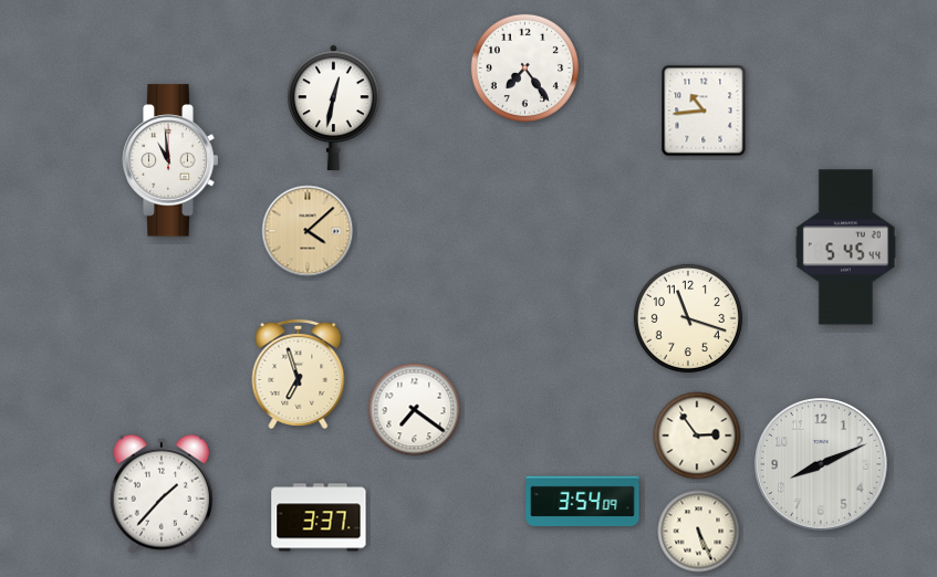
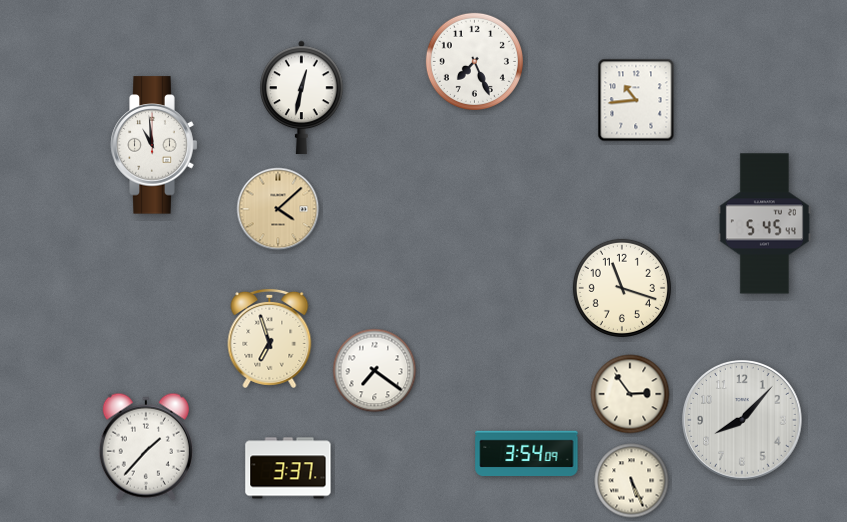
clock at (524, 67): 7:24 -> 7:26
clock at (821, 464): 8:11 -> 8:07
